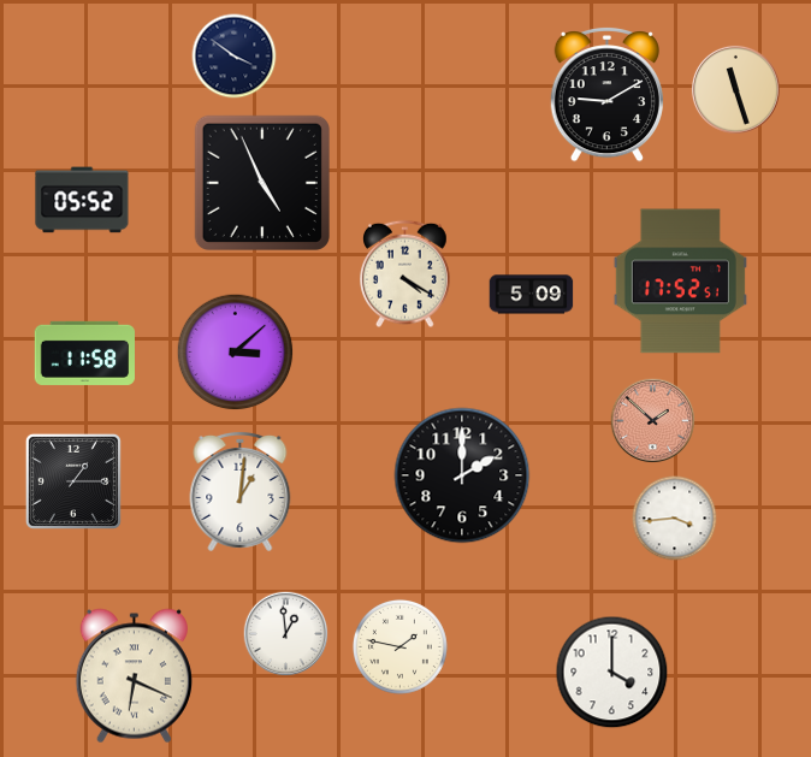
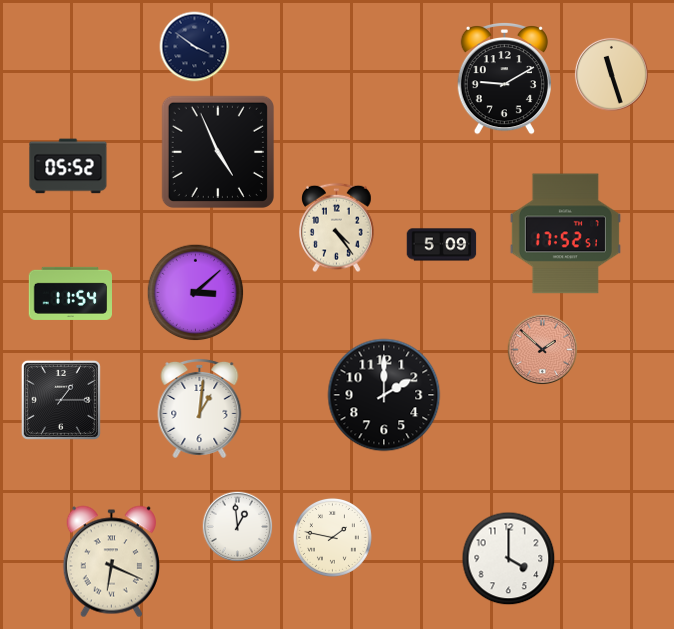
clock at (405, 274): 4:20 -> 4:24
clock at (84, 353): 11:58 -> 11:54
clock at (675, 519): 3:44 -> none
